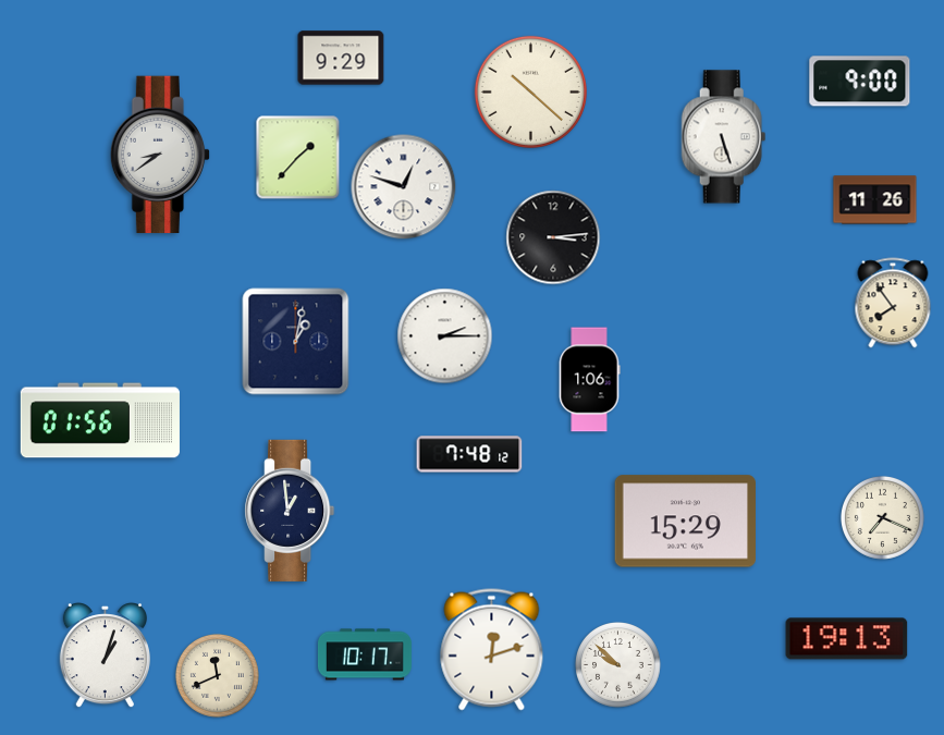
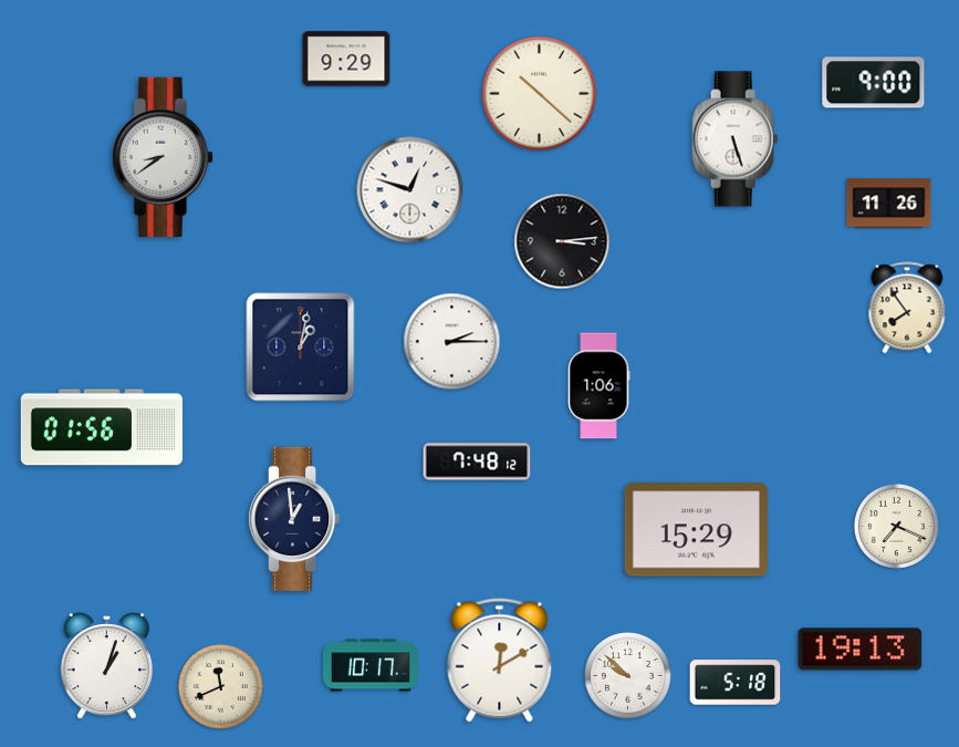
clock at (298, 158): 1:37 -> none
clock at (492, 650): 12:12 -> 12:10
clock at (736, 683): none -> 5:18
